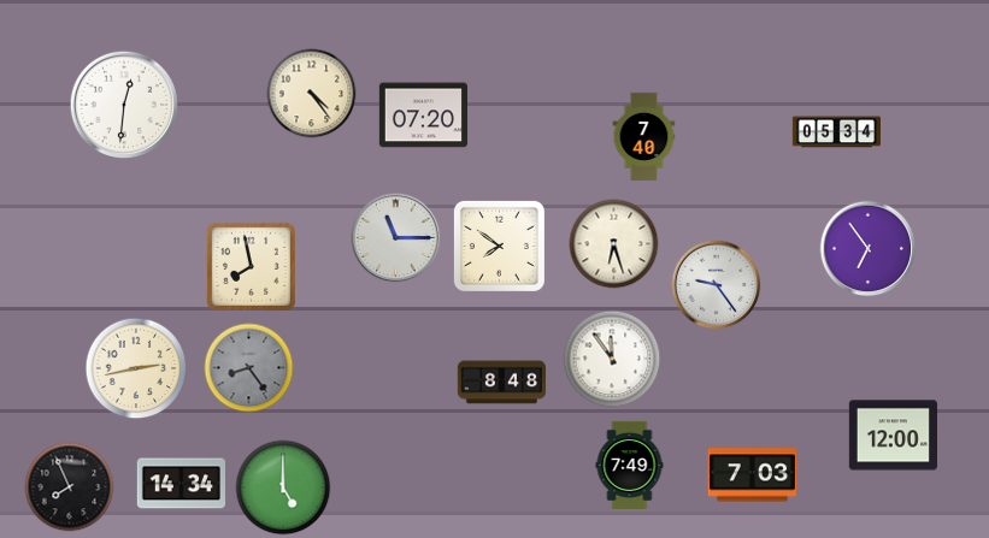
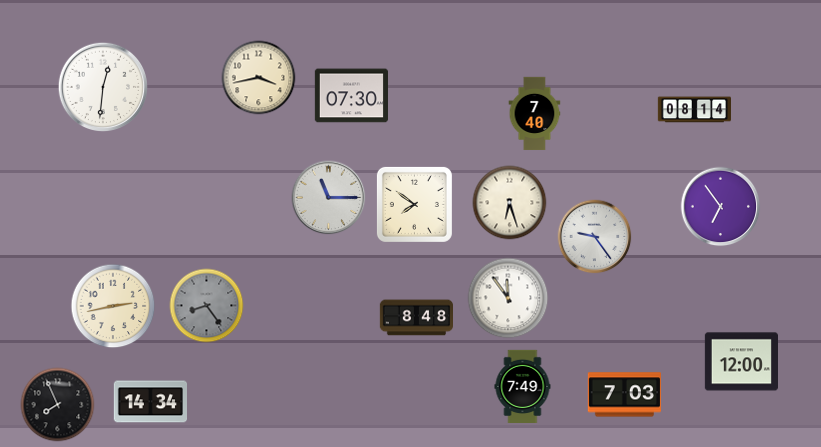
clock at (312, 94): 4:24 -> 3:43
clock at (423, 116): 07:20 -> 07:30
clock at (836, 132): 05:34 -> 08:14
clock at (251, 266): 7:58 -> none
clock at (283, 487): 5:00 -> none
